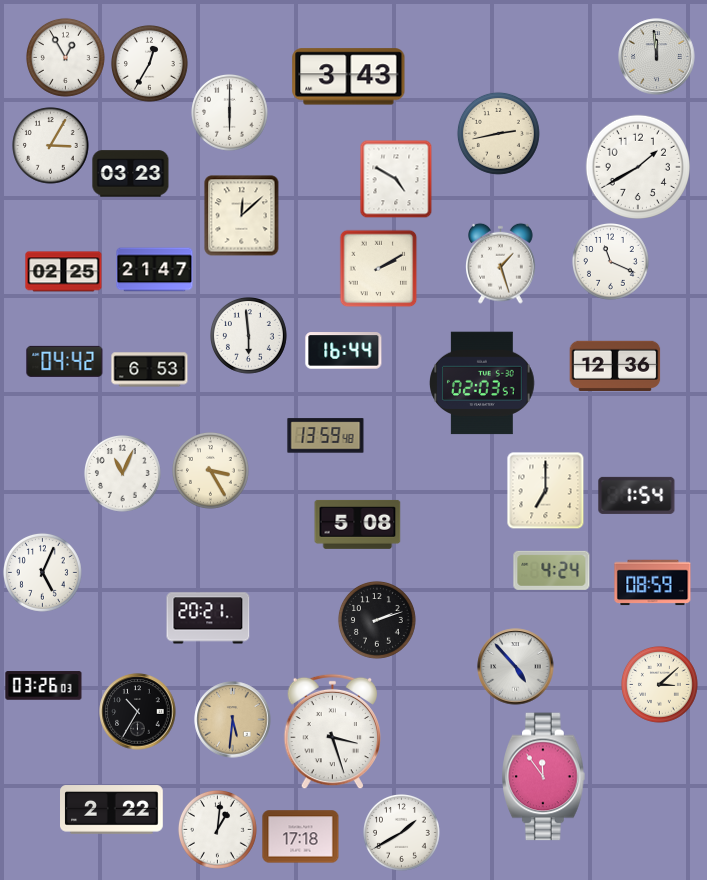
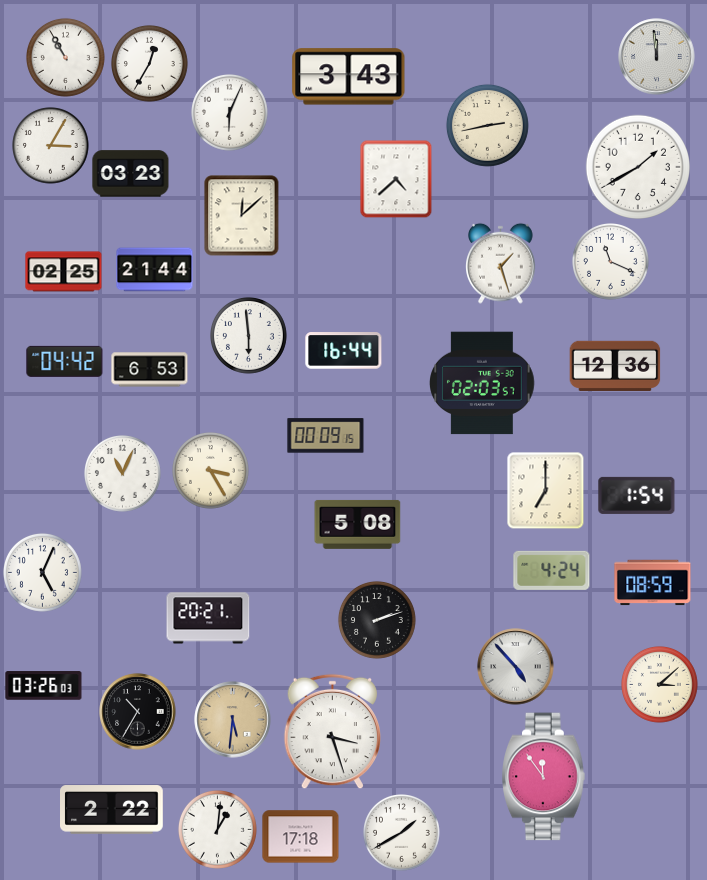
clock at (65, 57): 12:55 -> 10:55
clock at (230, 113): 6:00 -> 6:04
clock at (498, 133) position: (498, 133) -> (487, 125)
clock at (396, 179): 4:50 -> 4:38
clock at (378, 268): 2:10 -> none
clock at (155, 270): 21:47 -> 21:44
clock at (326, 436): 13:59 -> 00:09
